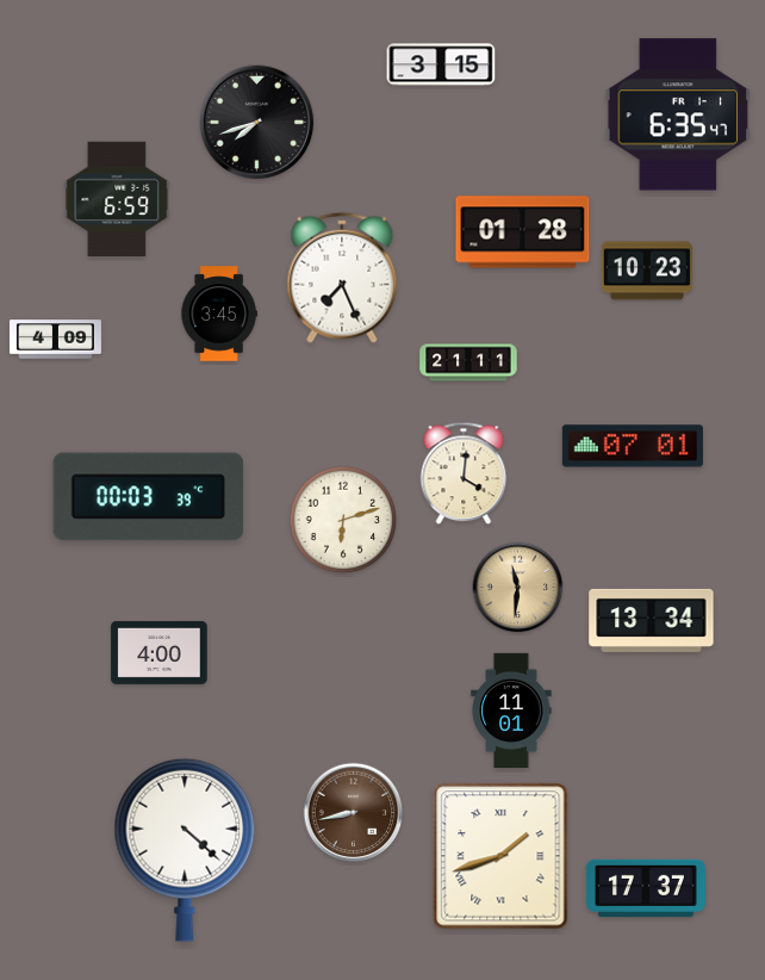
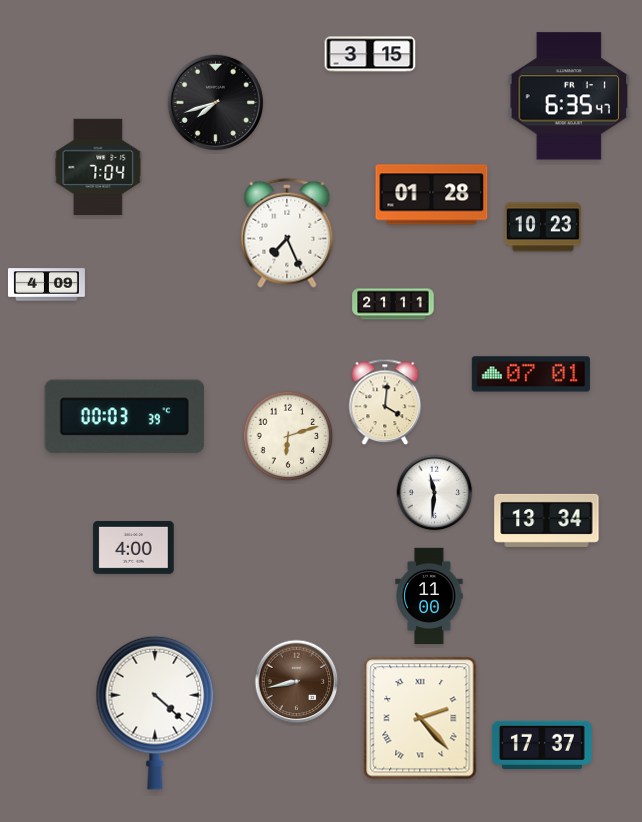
clock at (117, 198): 6:59 -> 7:04
clock at (523, 232) position: (523, 232) -> (432, 195)
clock at (219, 314): 3:45 -> none
clock at (464, 473) position: (464, 473) -> (385, 402)
clock at (518, 588) dial: champagne -> white
clock at (511, 711): 11:01 -> 11:00
clock at (500, 856): 1:42 -> 2:23
